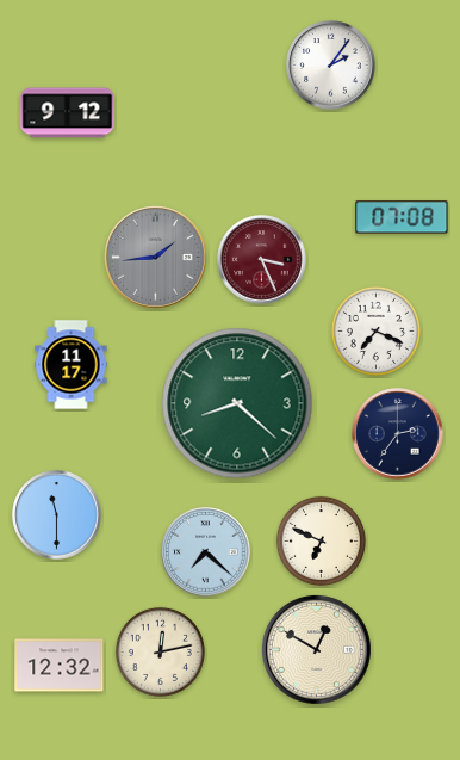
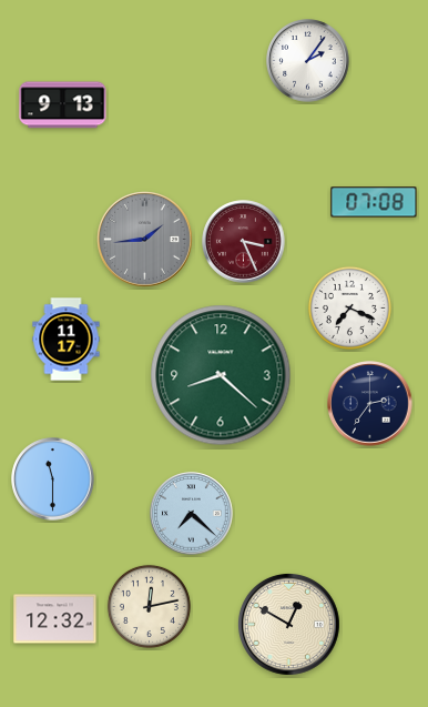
clock at (68, 113): 9:12 -> 9:13
clock at (321, 540): 6:49 -> none
clock at (316, 649) position: (316, 649) -> (288, 624)
